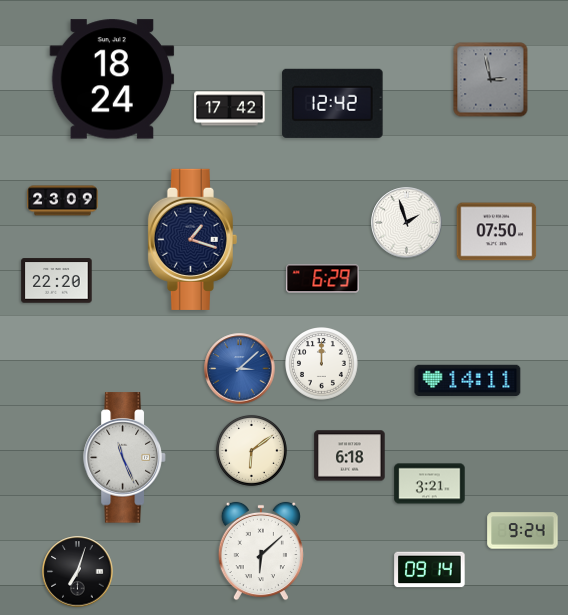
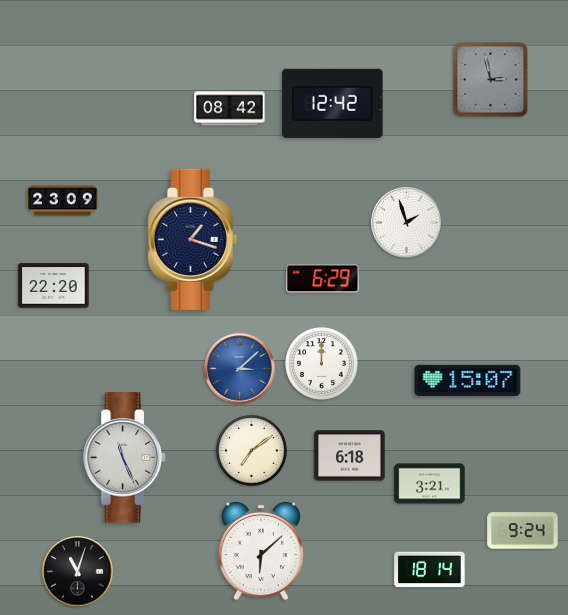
clock at (112, 79): 18:24 -> none
clock at (230, 109): 17:42 -> 08:42
clock at (497, 232): 07:50 -> none
clock at (57, 281) position: (57, 281) -> (54, 286)
clock at (468, 380): 14:11 -> 15:07
clock at (251, 450): 6:09 -> 7:09
clock at (430, 570): 09:14 -> 18:14
clock at (78, 572): 7:03 -> 11:03
